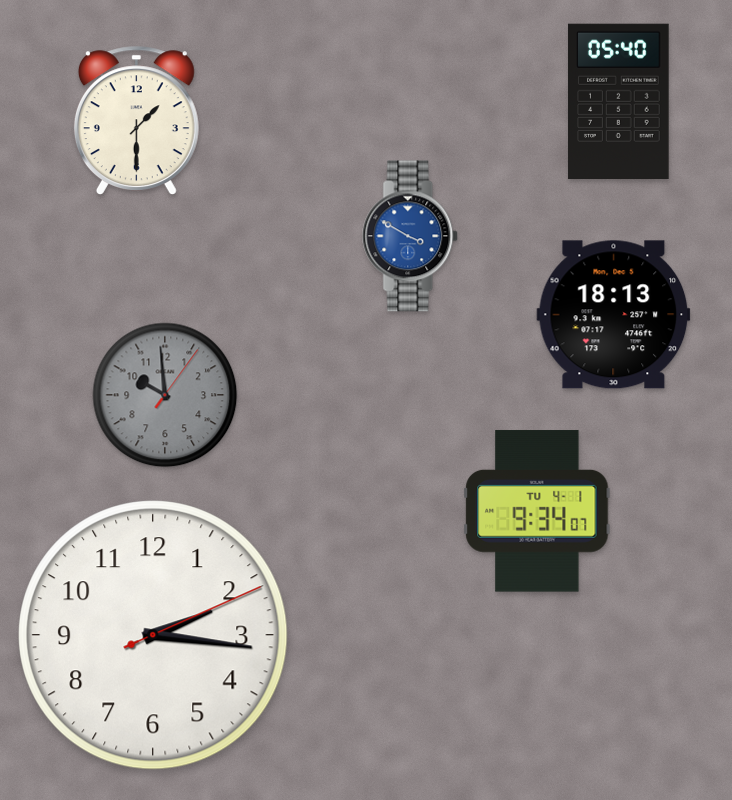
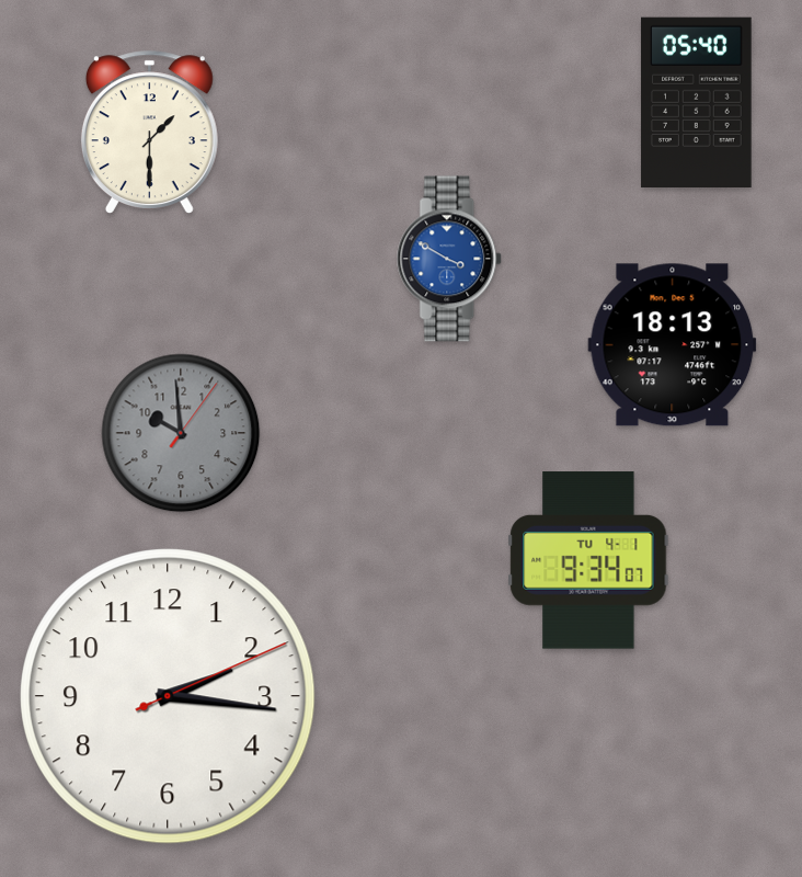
clock at (619, 101) position: (619, 101) -> (697, 102)
